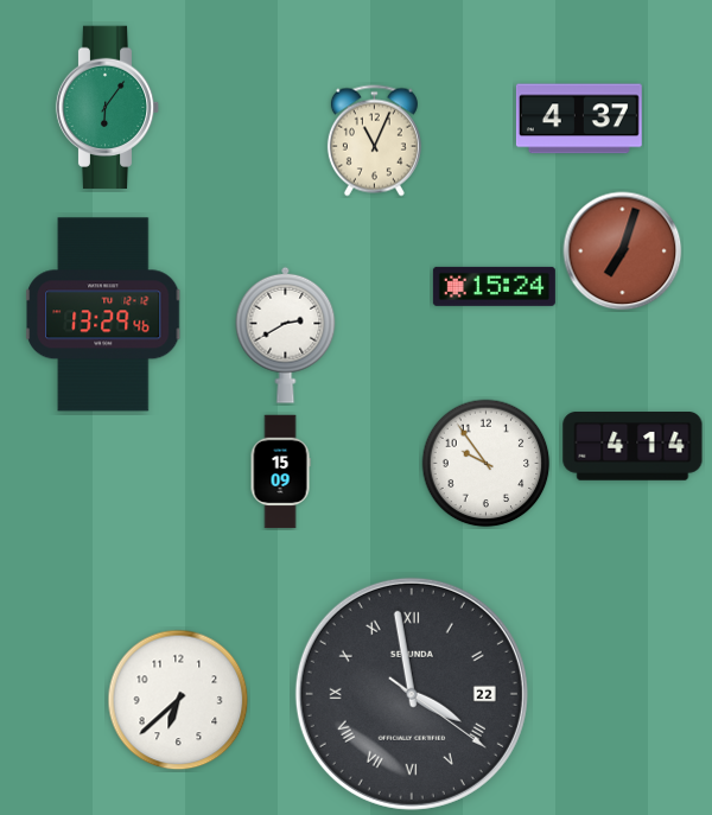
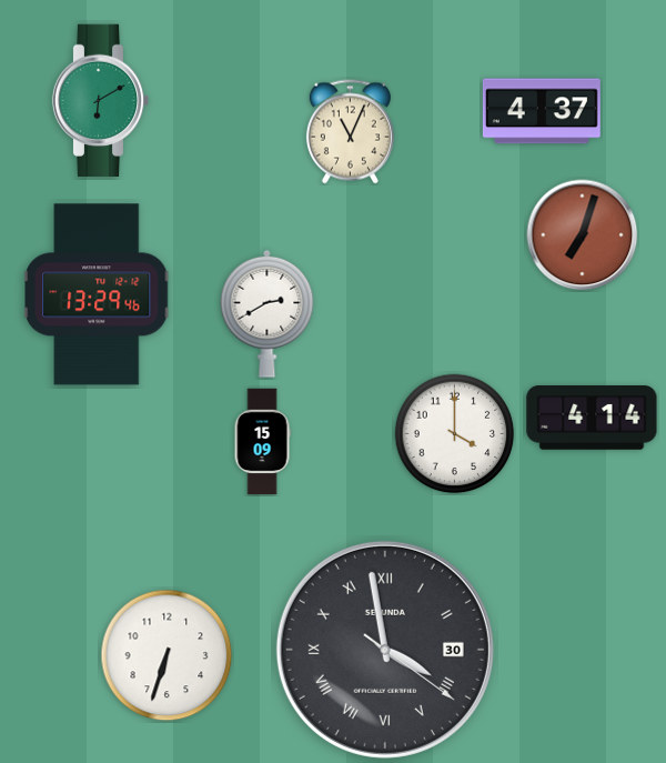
clock at (108, 108): 6:06 -> 6:10
clock at (494, 286): 15:24 -> none
clock at (487, 464): 9:54 -> 4:00
clock at (412, 694) date: 22 -> 30
clock at (178, 700): 6:38 -> 6:33
